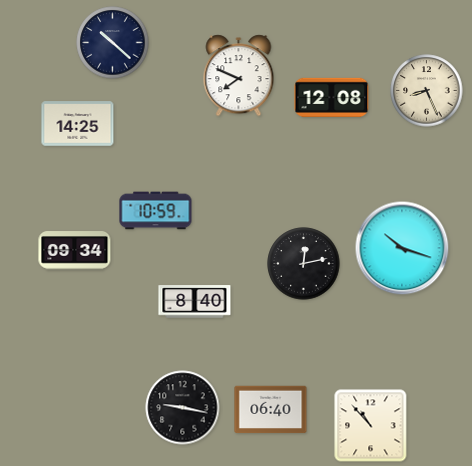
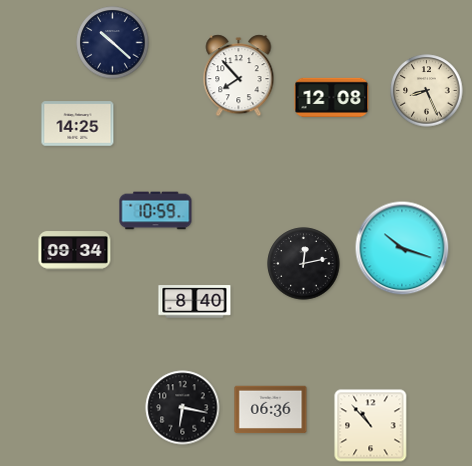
clock at (239, 76): 7:49 -> 7:53
clock at (183, 408): 9:17 -> 6:17
clock at (271, 410): 06:40 -> 06:36
